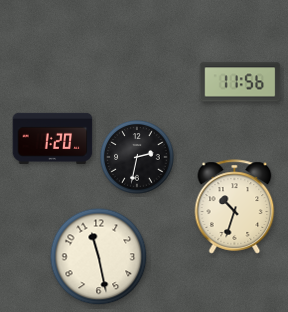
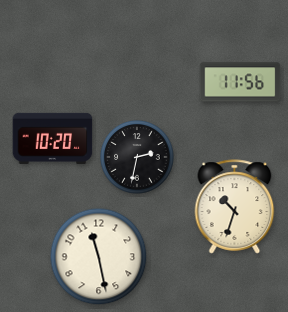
clock at (53, 138): 1:20 -> 10:20
